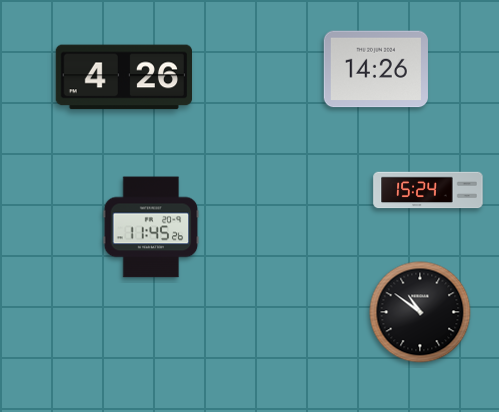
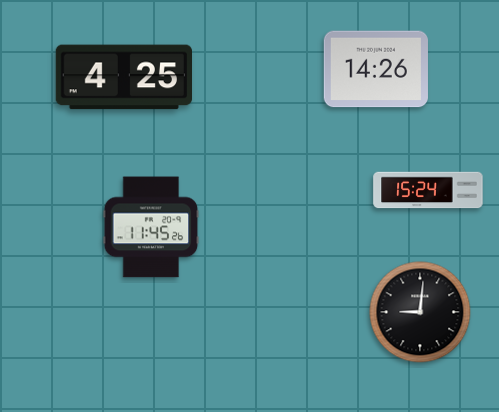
clock at (123, 77): 4:26 -> 4:25
clock at (420, 312): 10:51 -> 9:01
